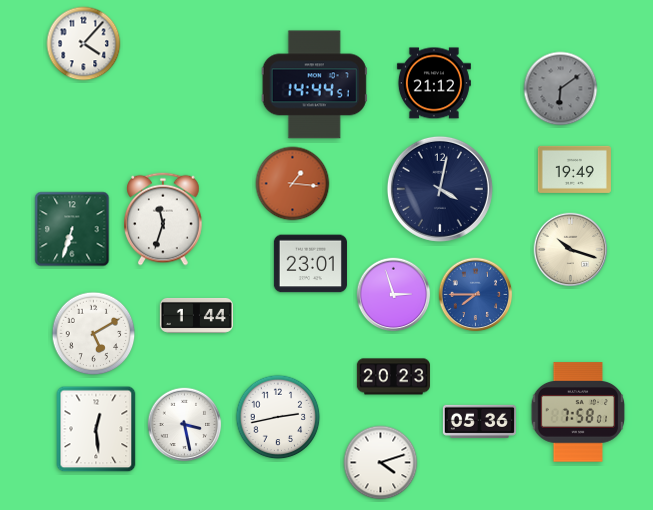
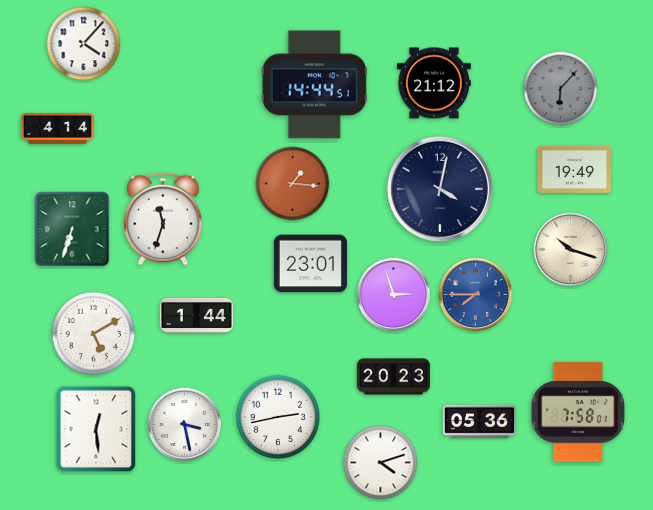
clock at (561, 89): 6:09 -> 6:07
clock at (57, 129): none -> 4:14
